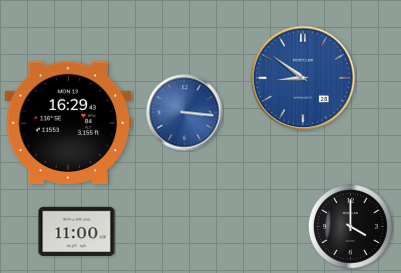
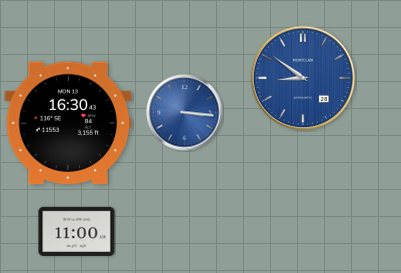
clock at (68, 123): 16:29 -> 16:30
clock at (350, 226): 4:00 -> none
